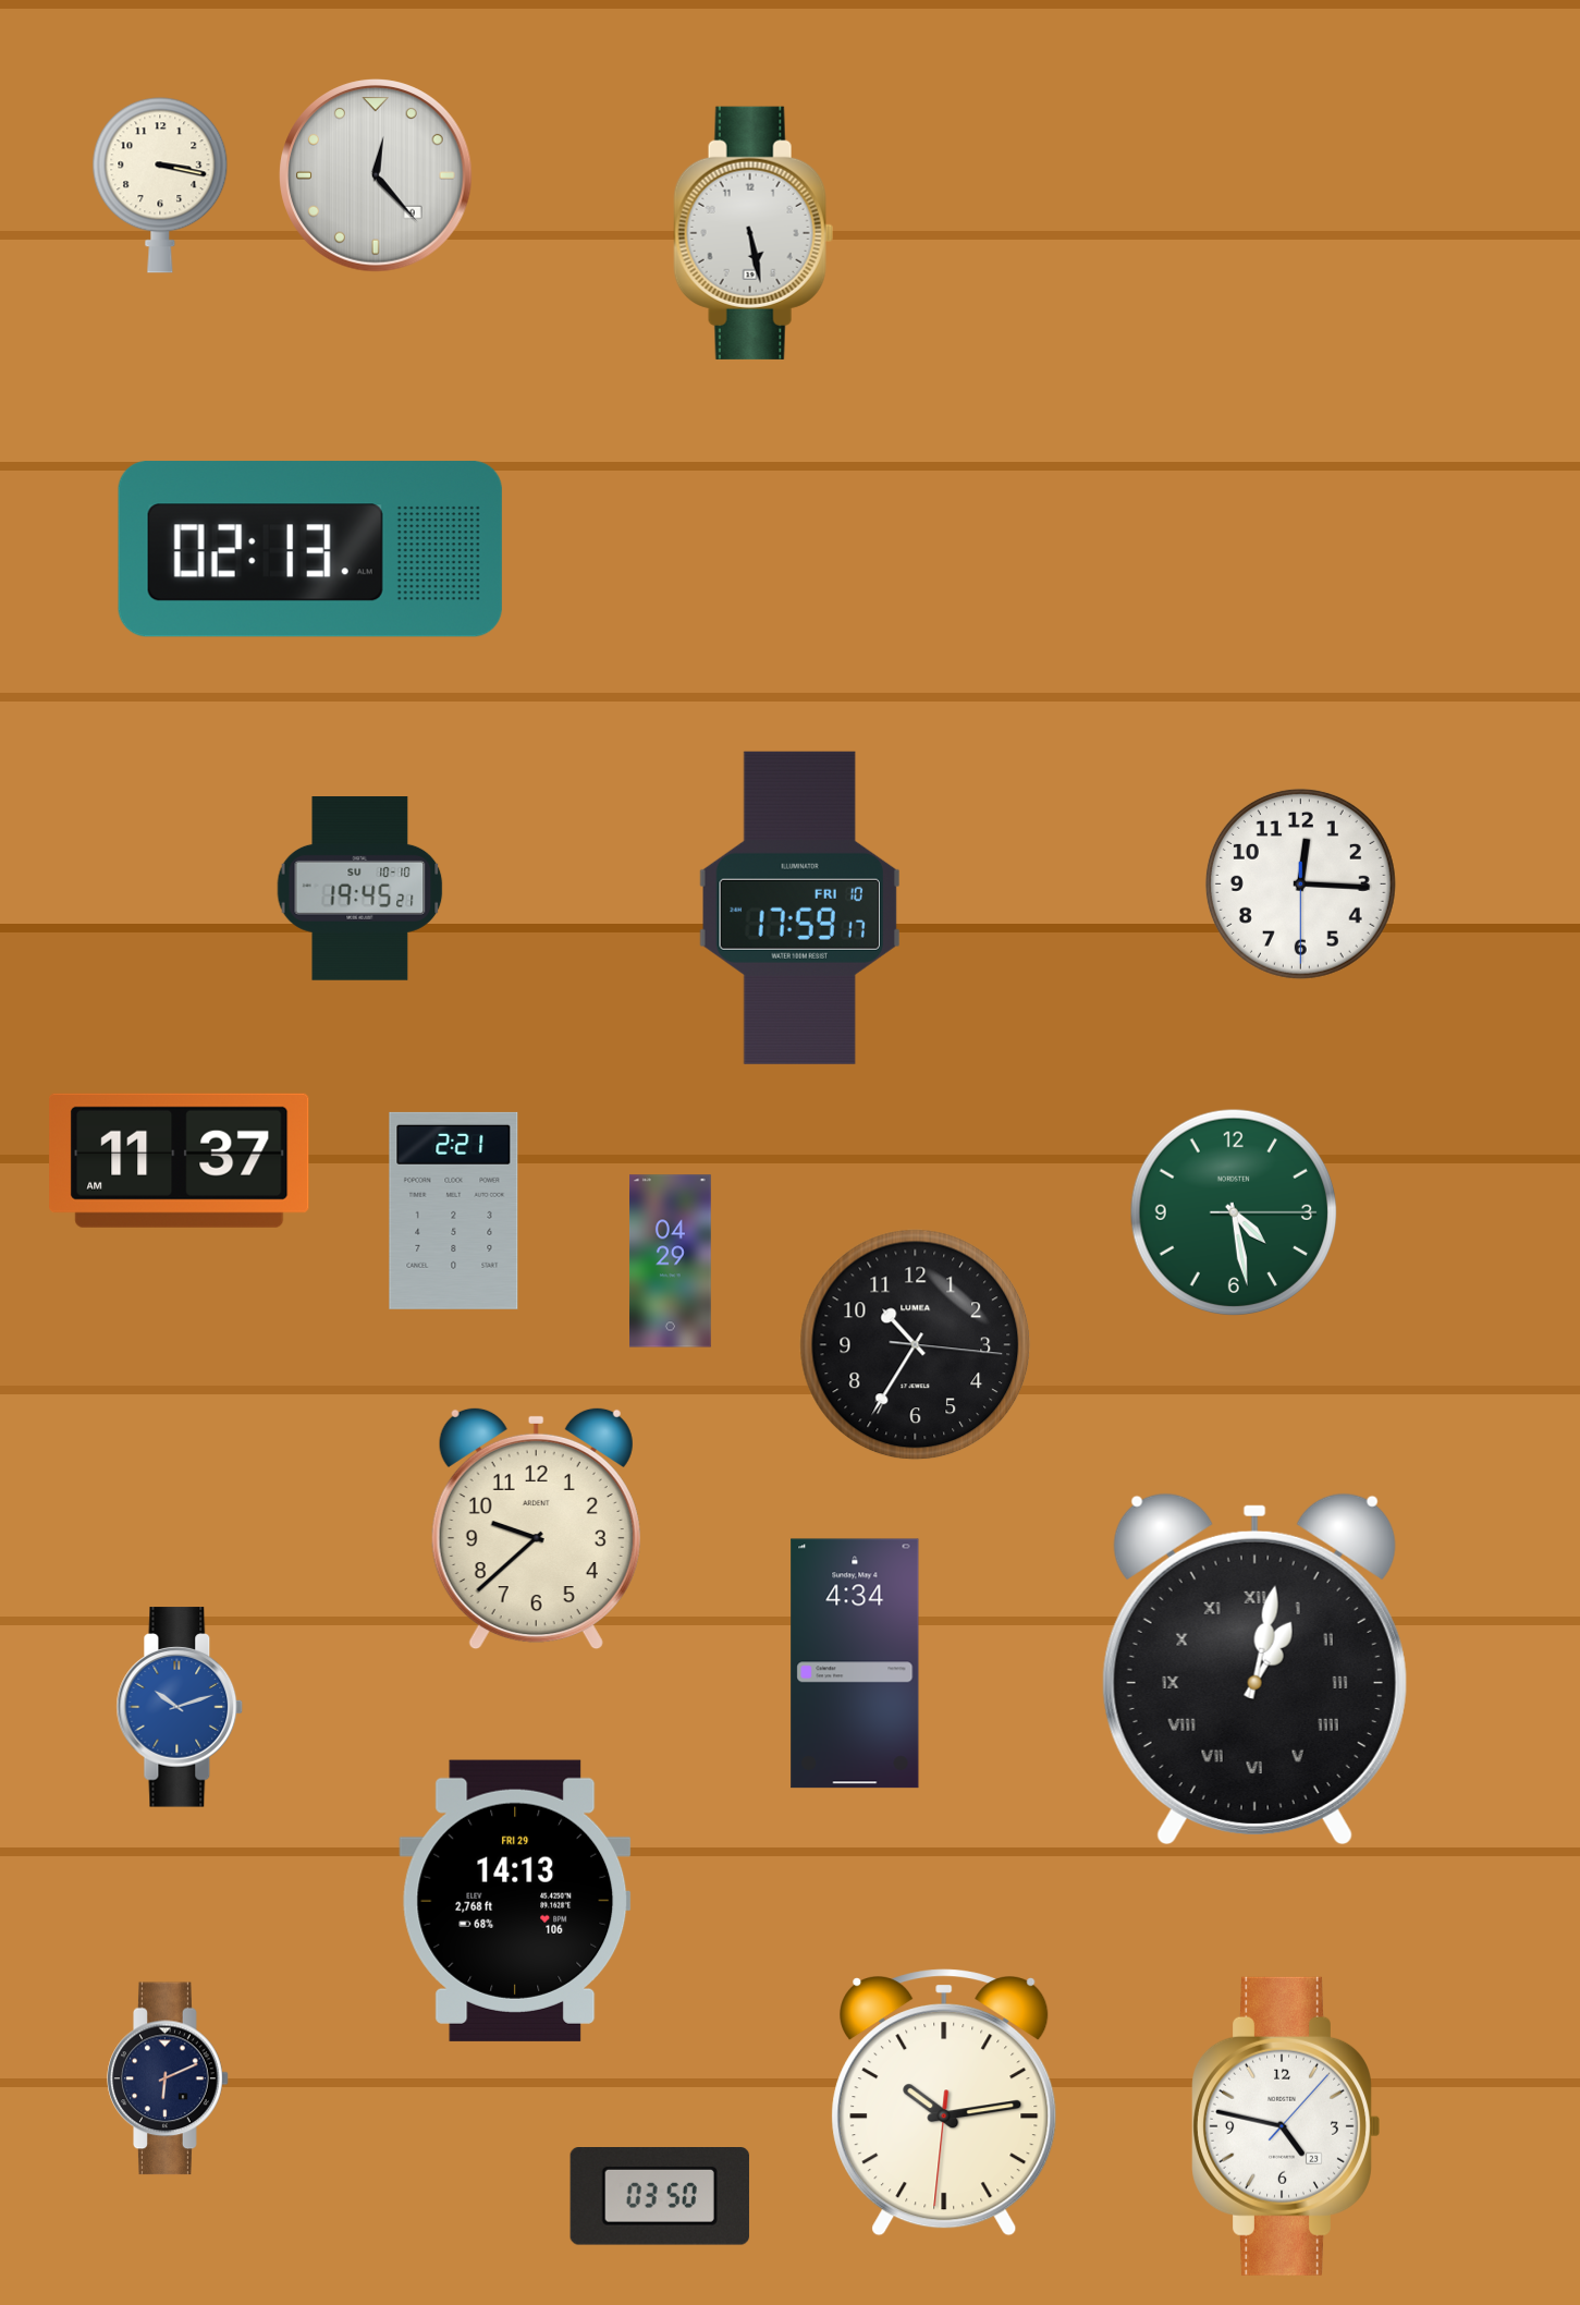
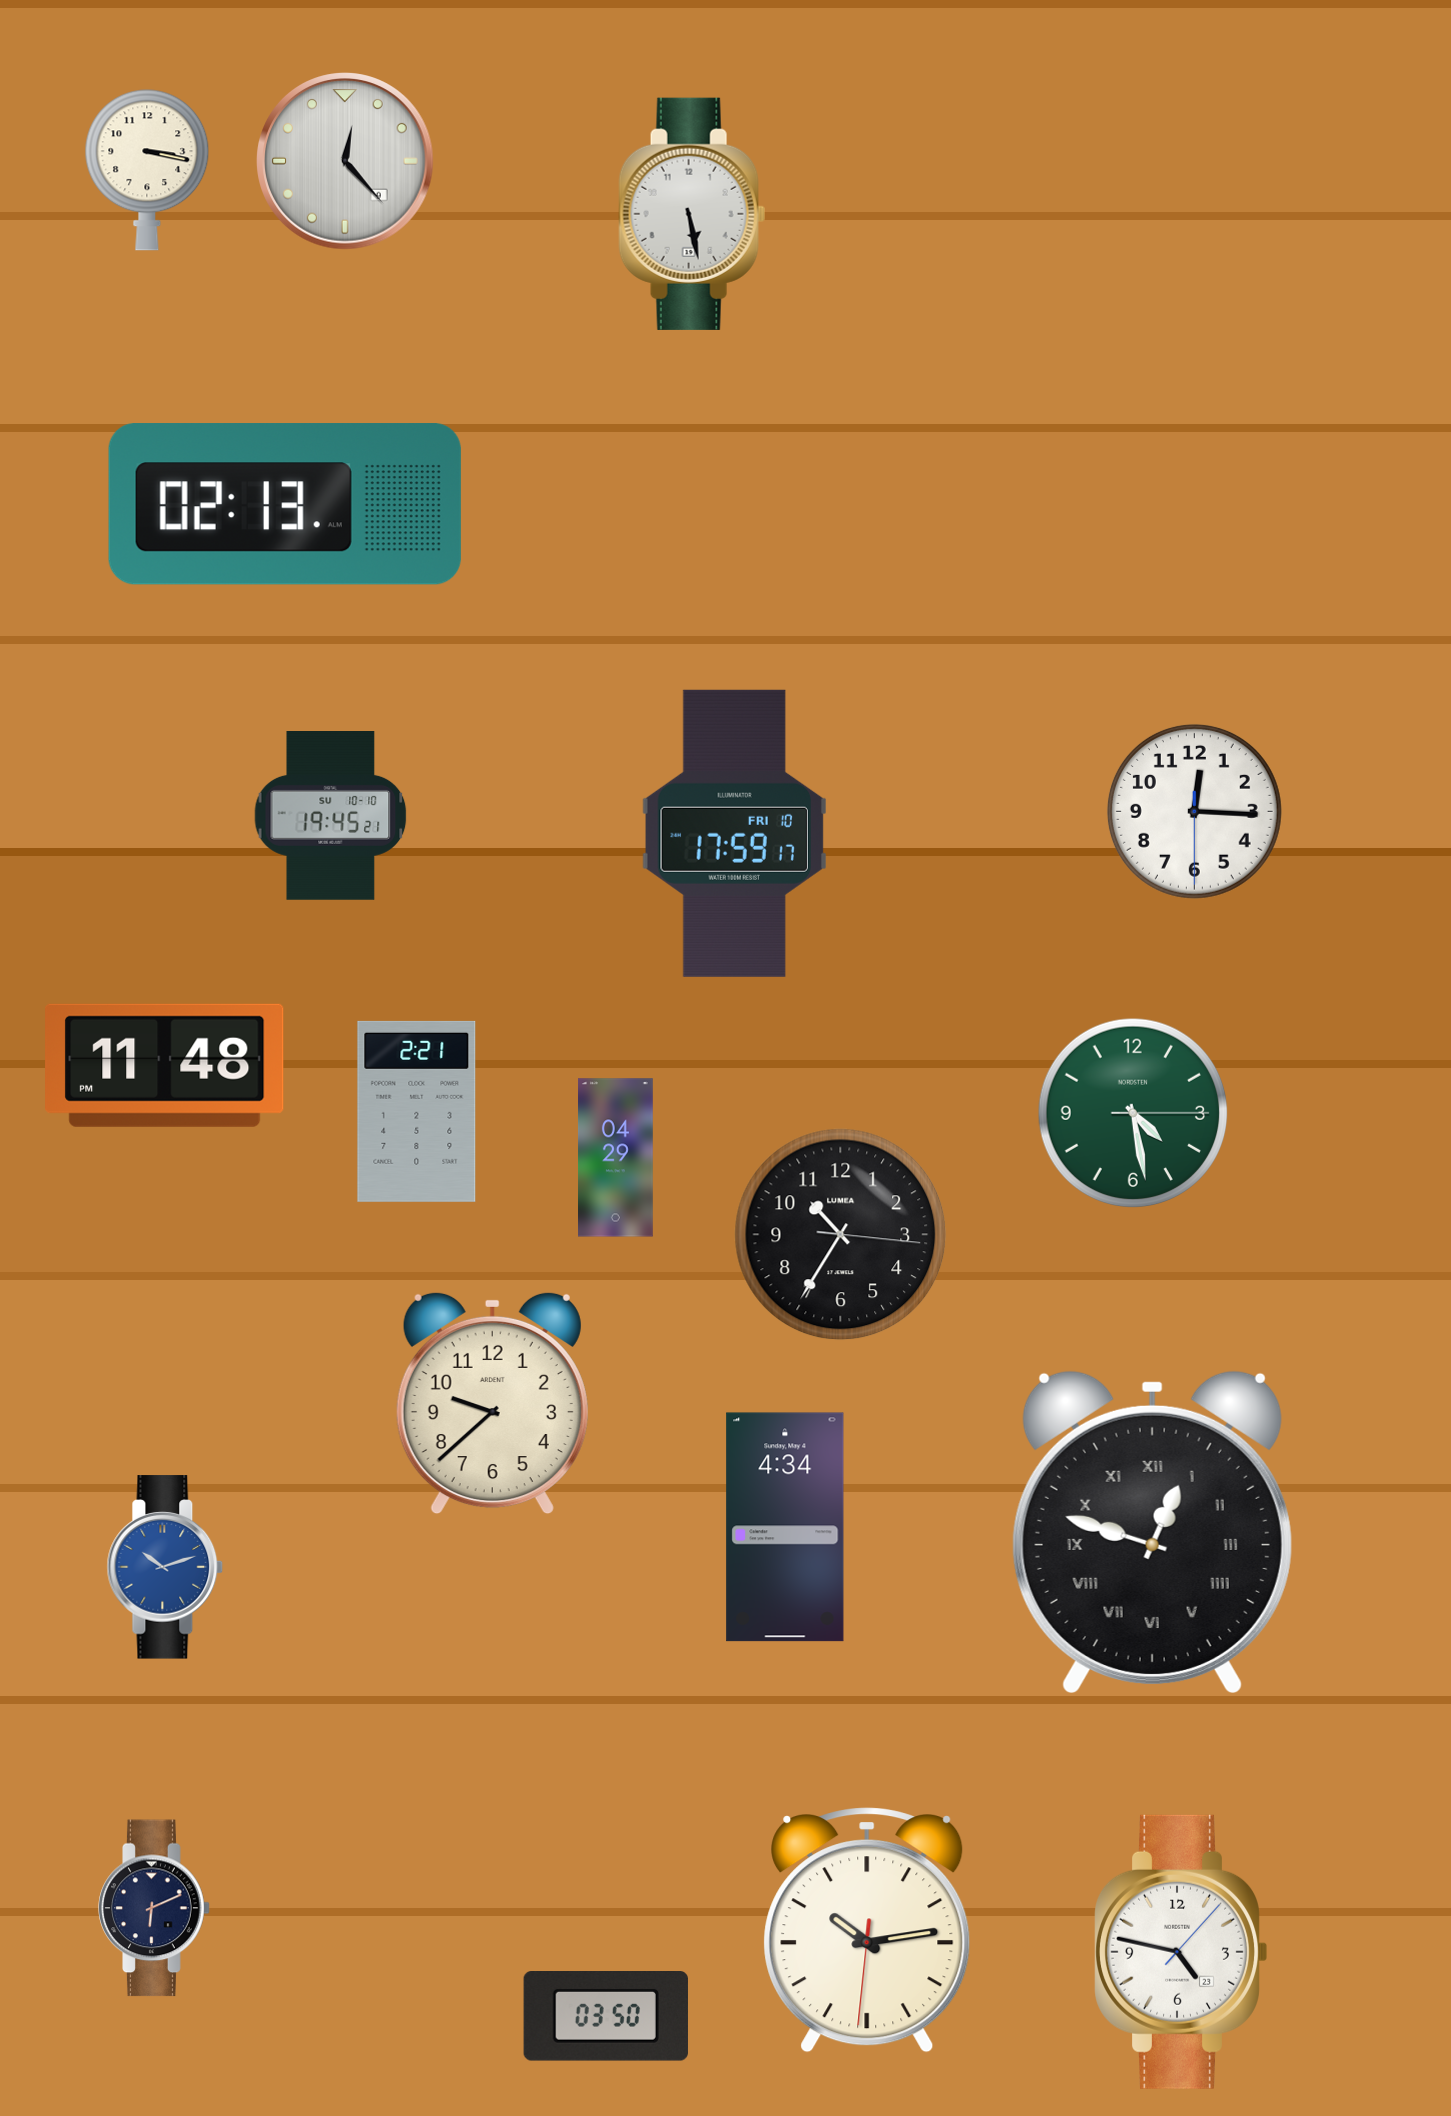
clock at (180, 1160): 11:37 -> 11:48
clock at (1254, 1669): 1:02 -> 12:48
clock at (515, 1901): 14:13 -> none
